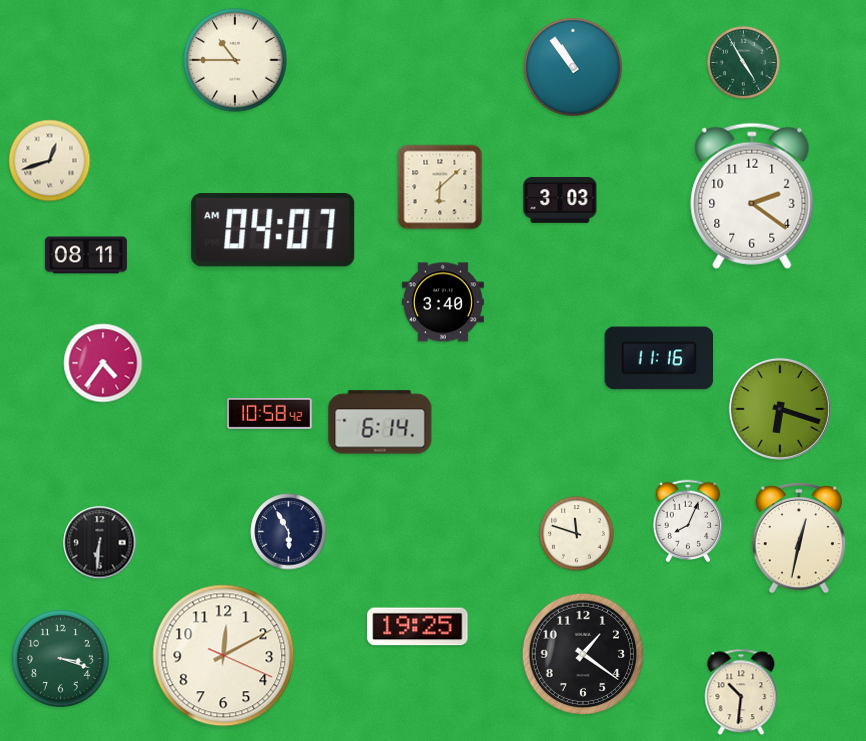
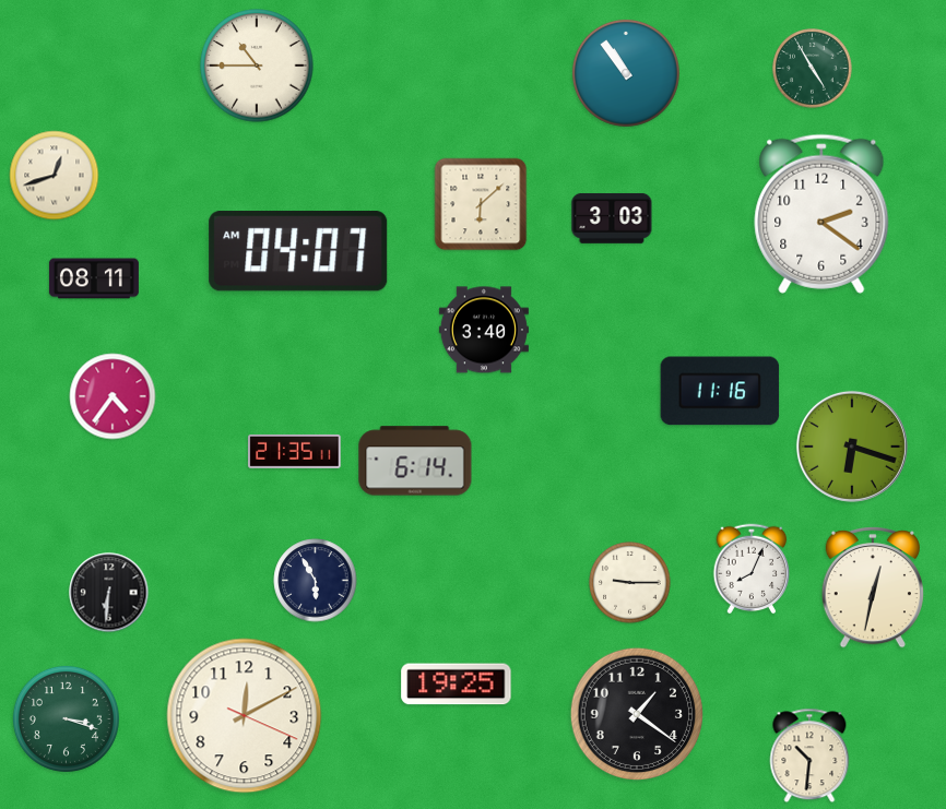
clock at (270, 413): 10:58 -> 21:35
clock at (577, 534): 11:48 -> 9:15
